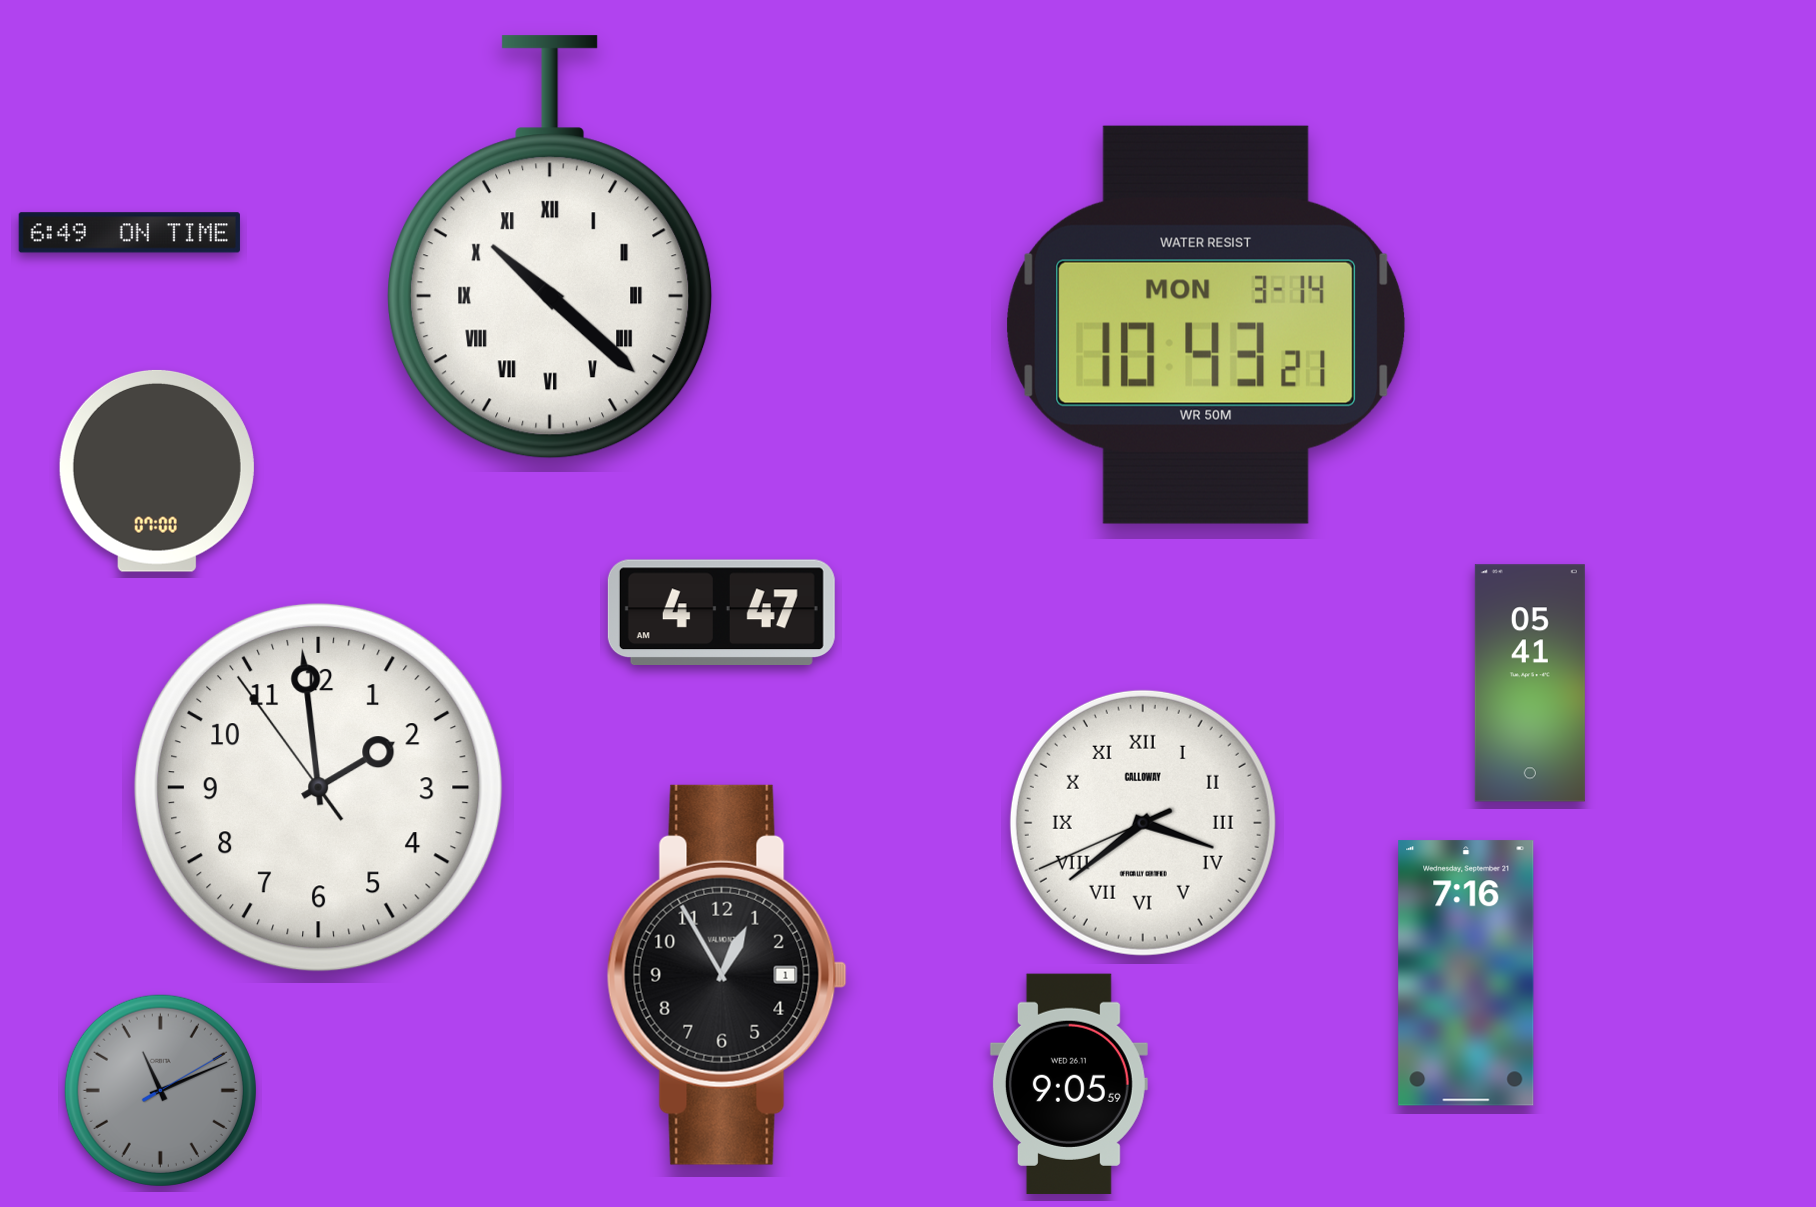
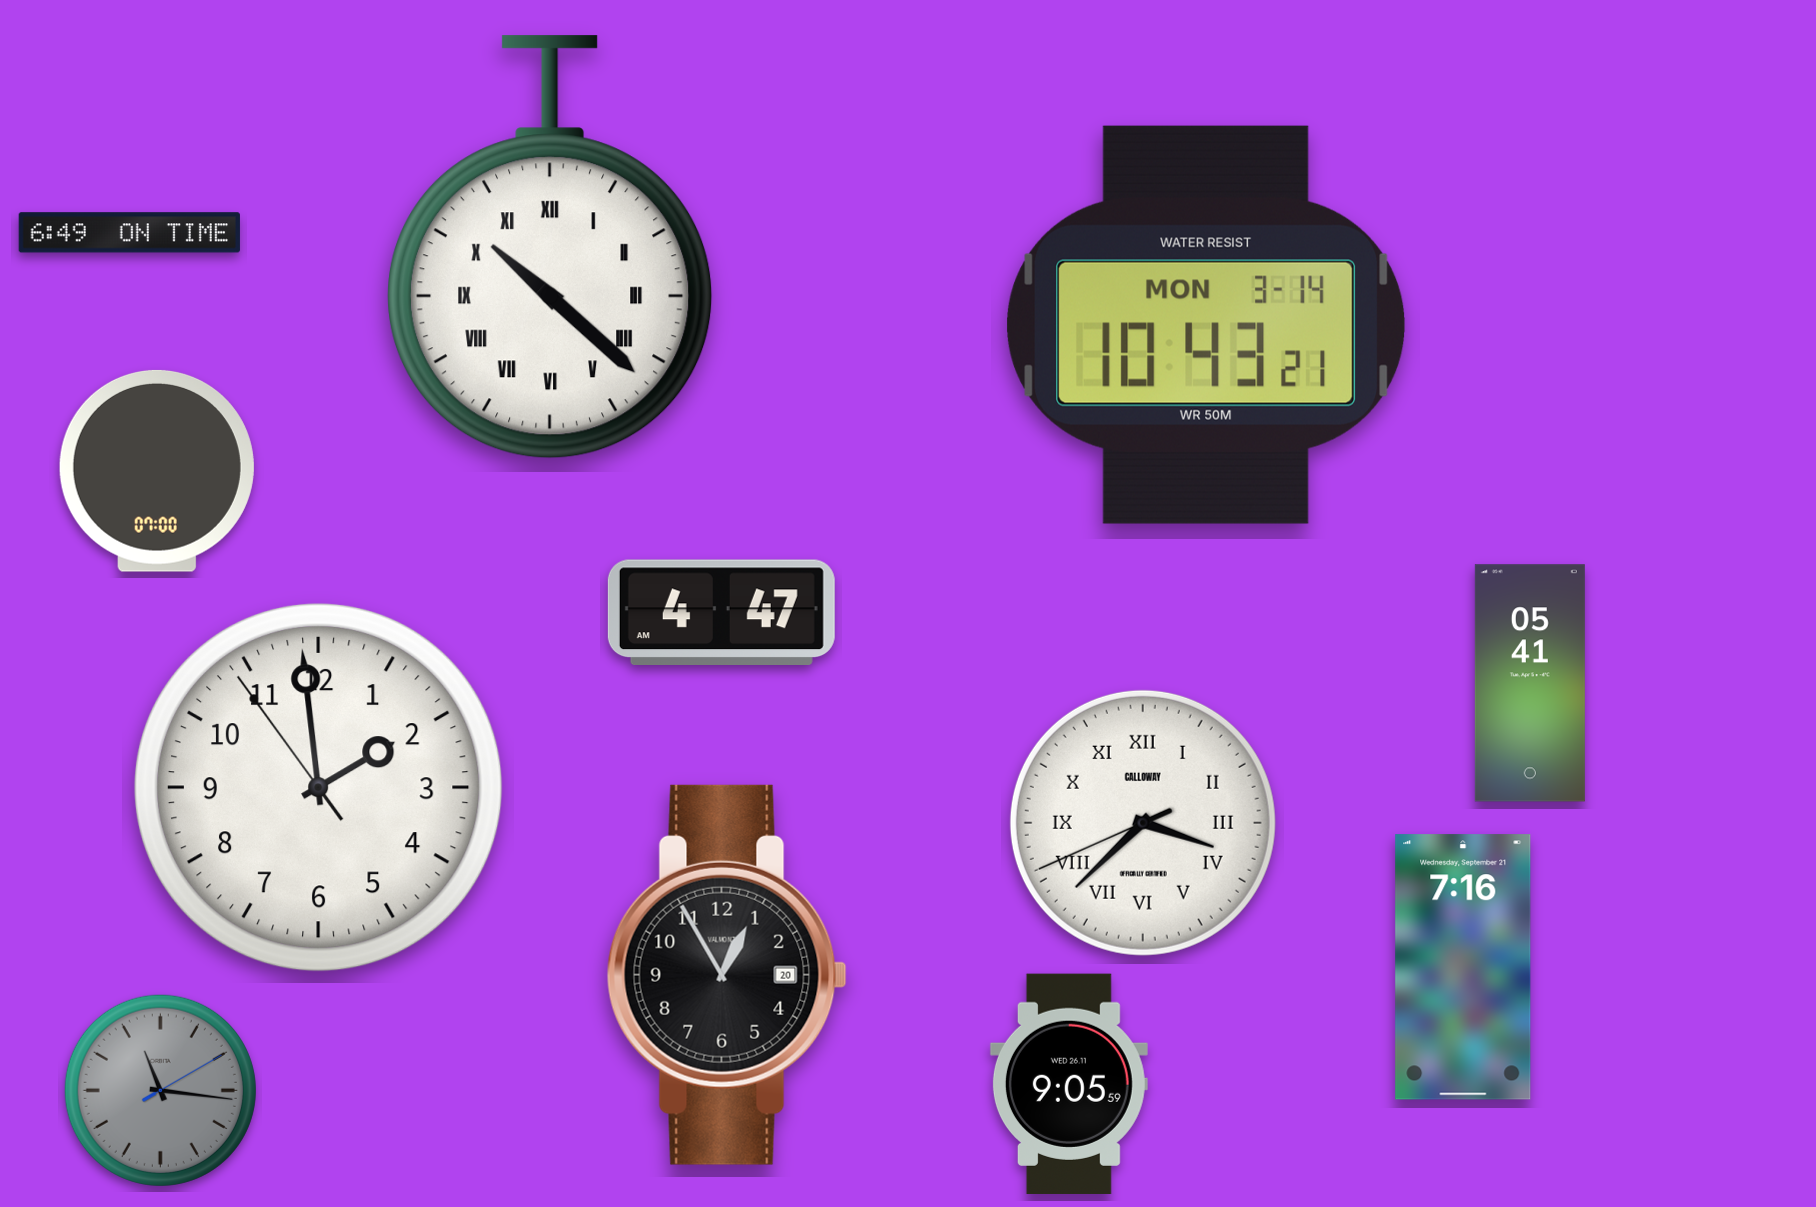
clock at (1143, 823): 3:38 -> 3:37
clock at (1466, 973) position: (1466, 973) -> (1463, 967)
clock at (727, 975) date: 1 -> 20
clock at (160, 1090): 11:11 -> 11:16
